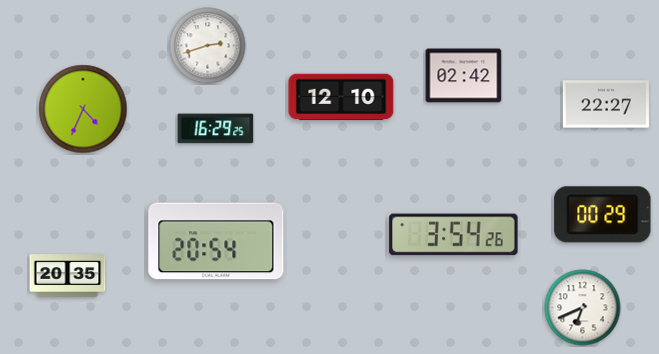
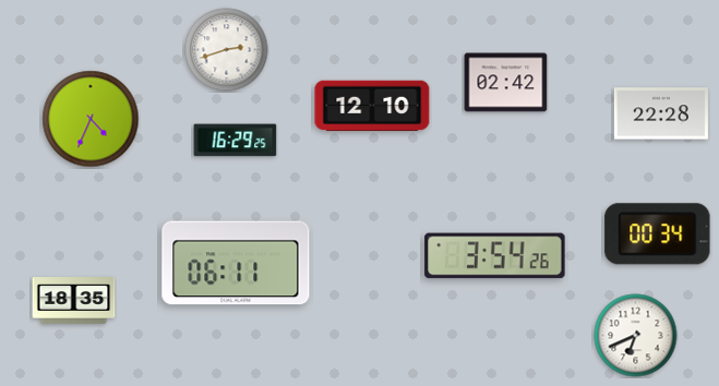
clock at (606, 104): 22:27 -> 22:28
clock at (603, 215): 00:29 -> 00:34
clock at (216, 241): 20:54 -> 06:11
clock at (68, 276): 20:35 -> 18:35
